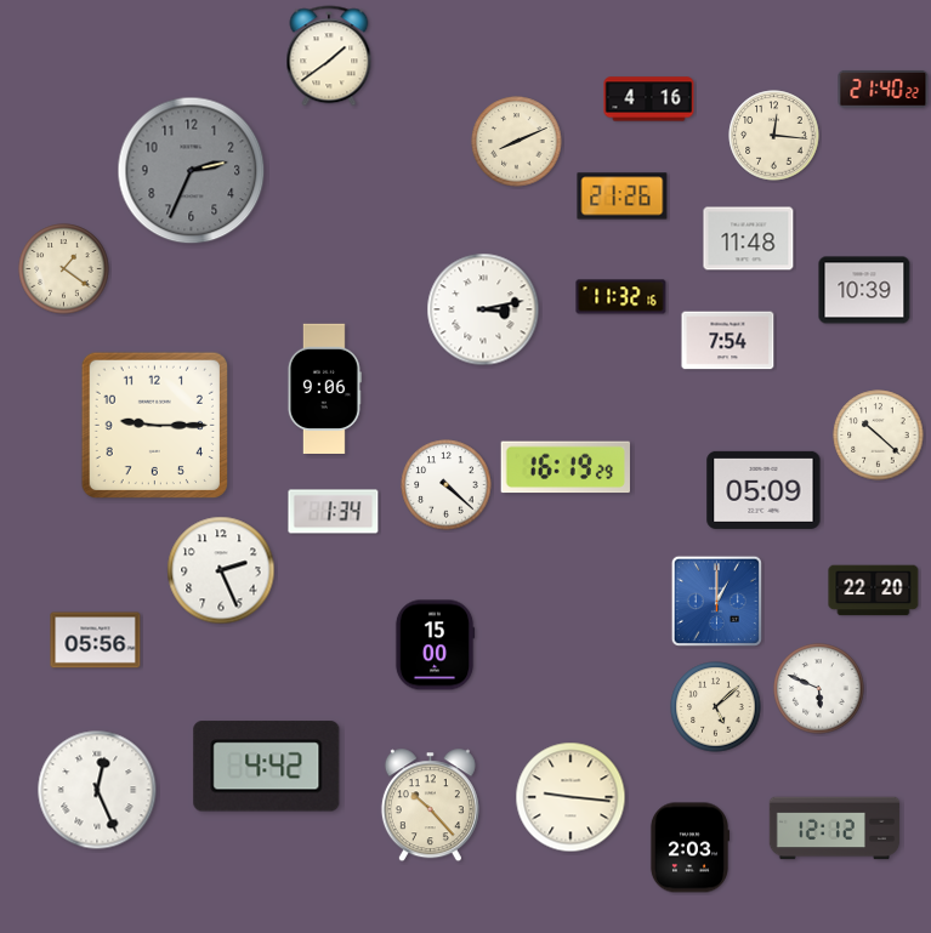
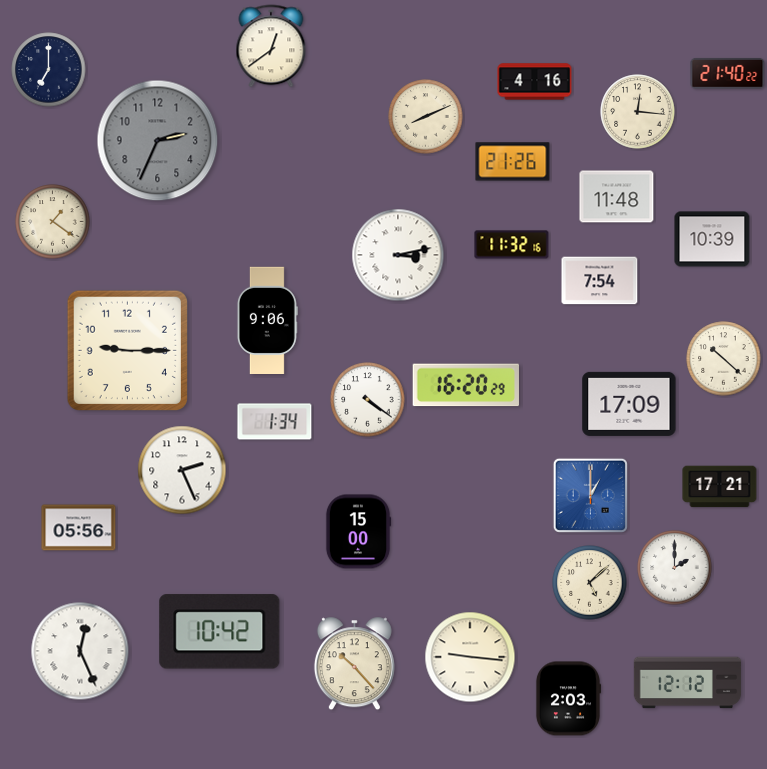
clock at (329, 56): 1:39 -> 12:39
clock at (49, 70): none -> 7:00
clock at (566, 467): 16:19 -> 16:20
clock at (447, 485): 4:22 -> 4:21
clock at (763, 490): 05:09 -> 17:09
clock at (874, 591): 22:20 -> 17:21
clock at (819, 689): 5:49 -> 2:00
clock at (267, 767): 4:42 -> 10:42
